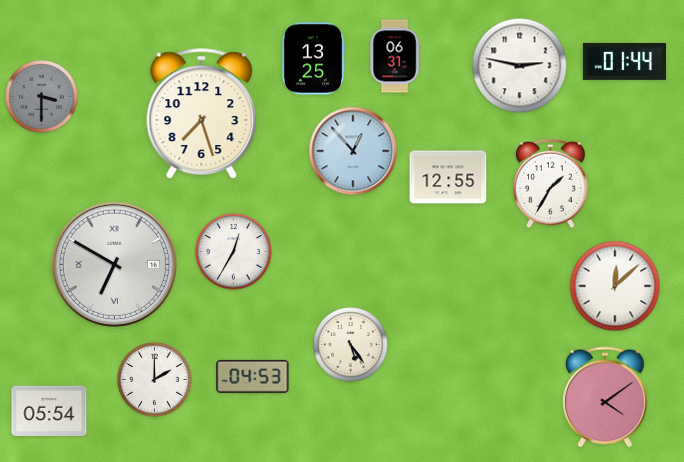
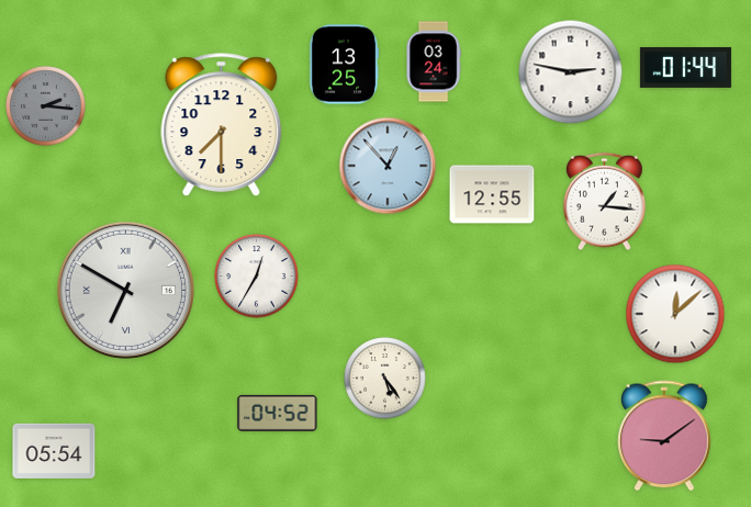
clock at (395, 56): 06:31 -> 03:24
clock at (42, 97): 3:30 -> 2:16
clock at (202, 114): 7:27 -> 7:30
clock at (551, 184): 1:35 -> 1:16
clock at (253, 376): 04:53 -> 04:52
clock at (155, 380): 2:00 -> none
clock at (606, 397): 4:09 -> 9:09
